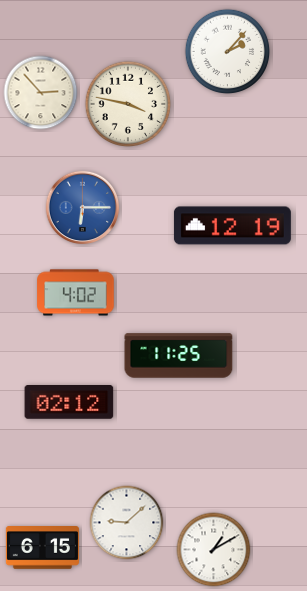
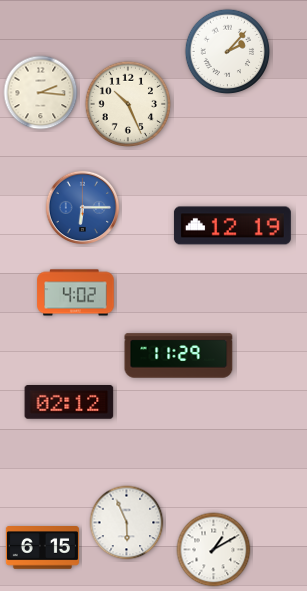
clock at (41, 93): 2:53 -> 2:16
clock at (128, 104): 3:47 -> 10:26
clock at (179, 356): 11:25 -> 11:29
clock at (127, 523): 9:08 -> 5:56
